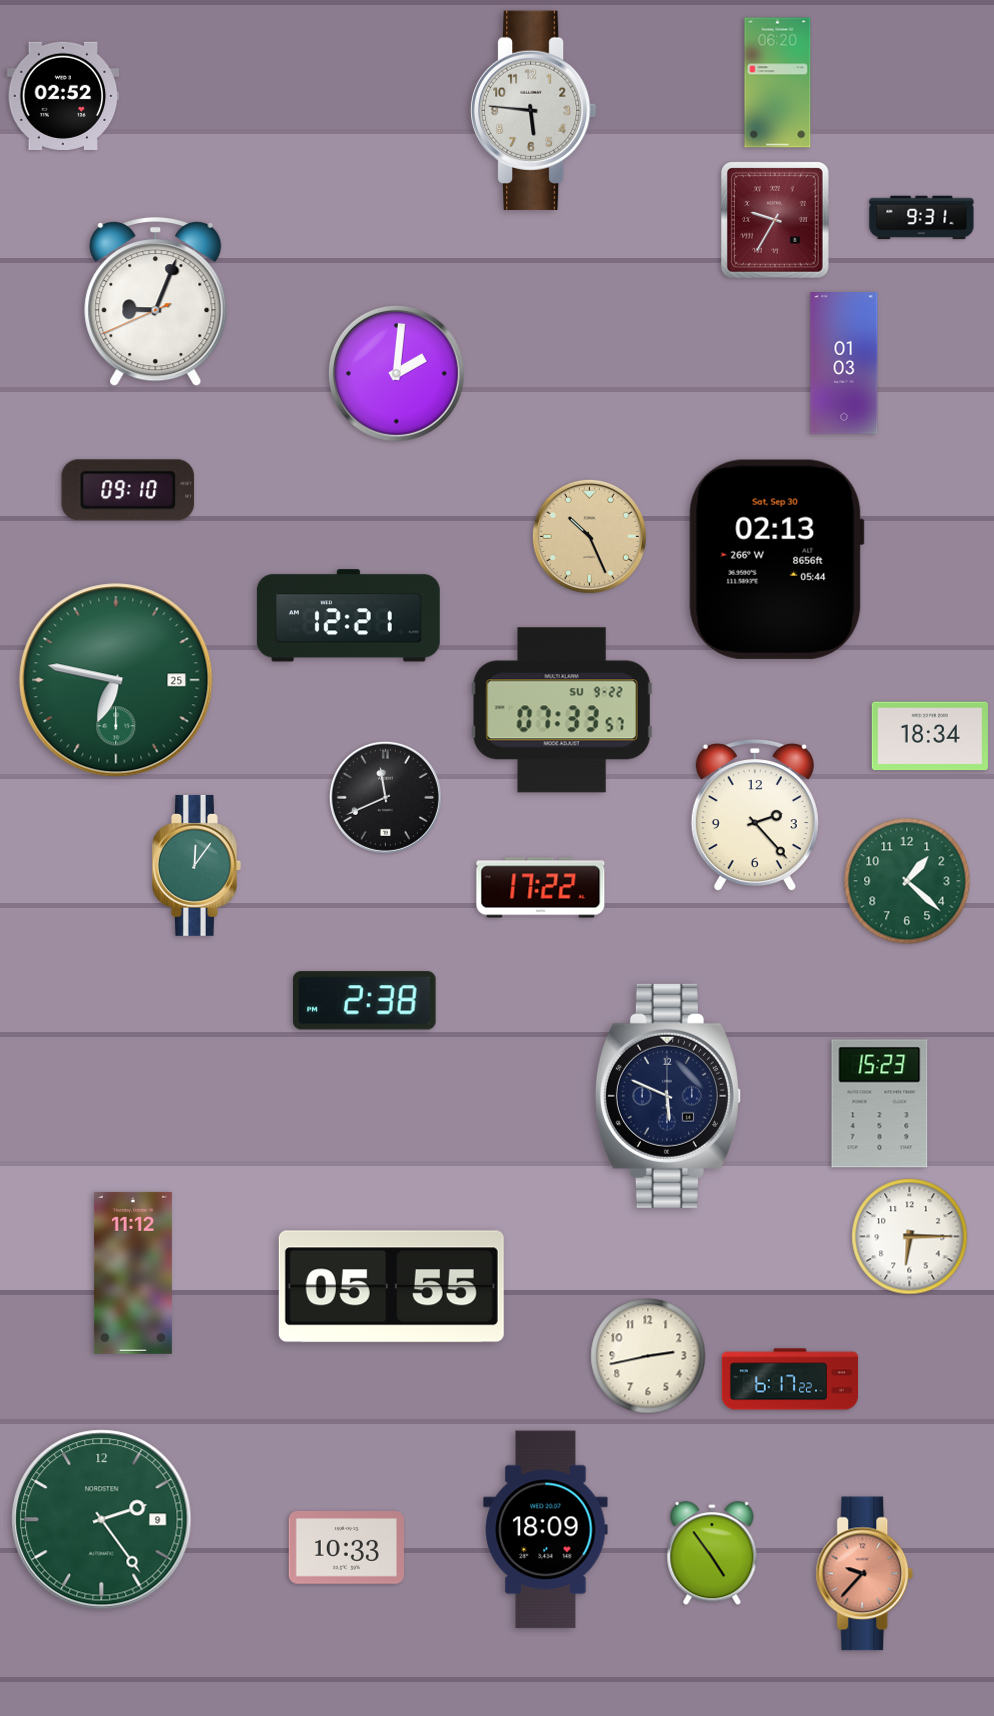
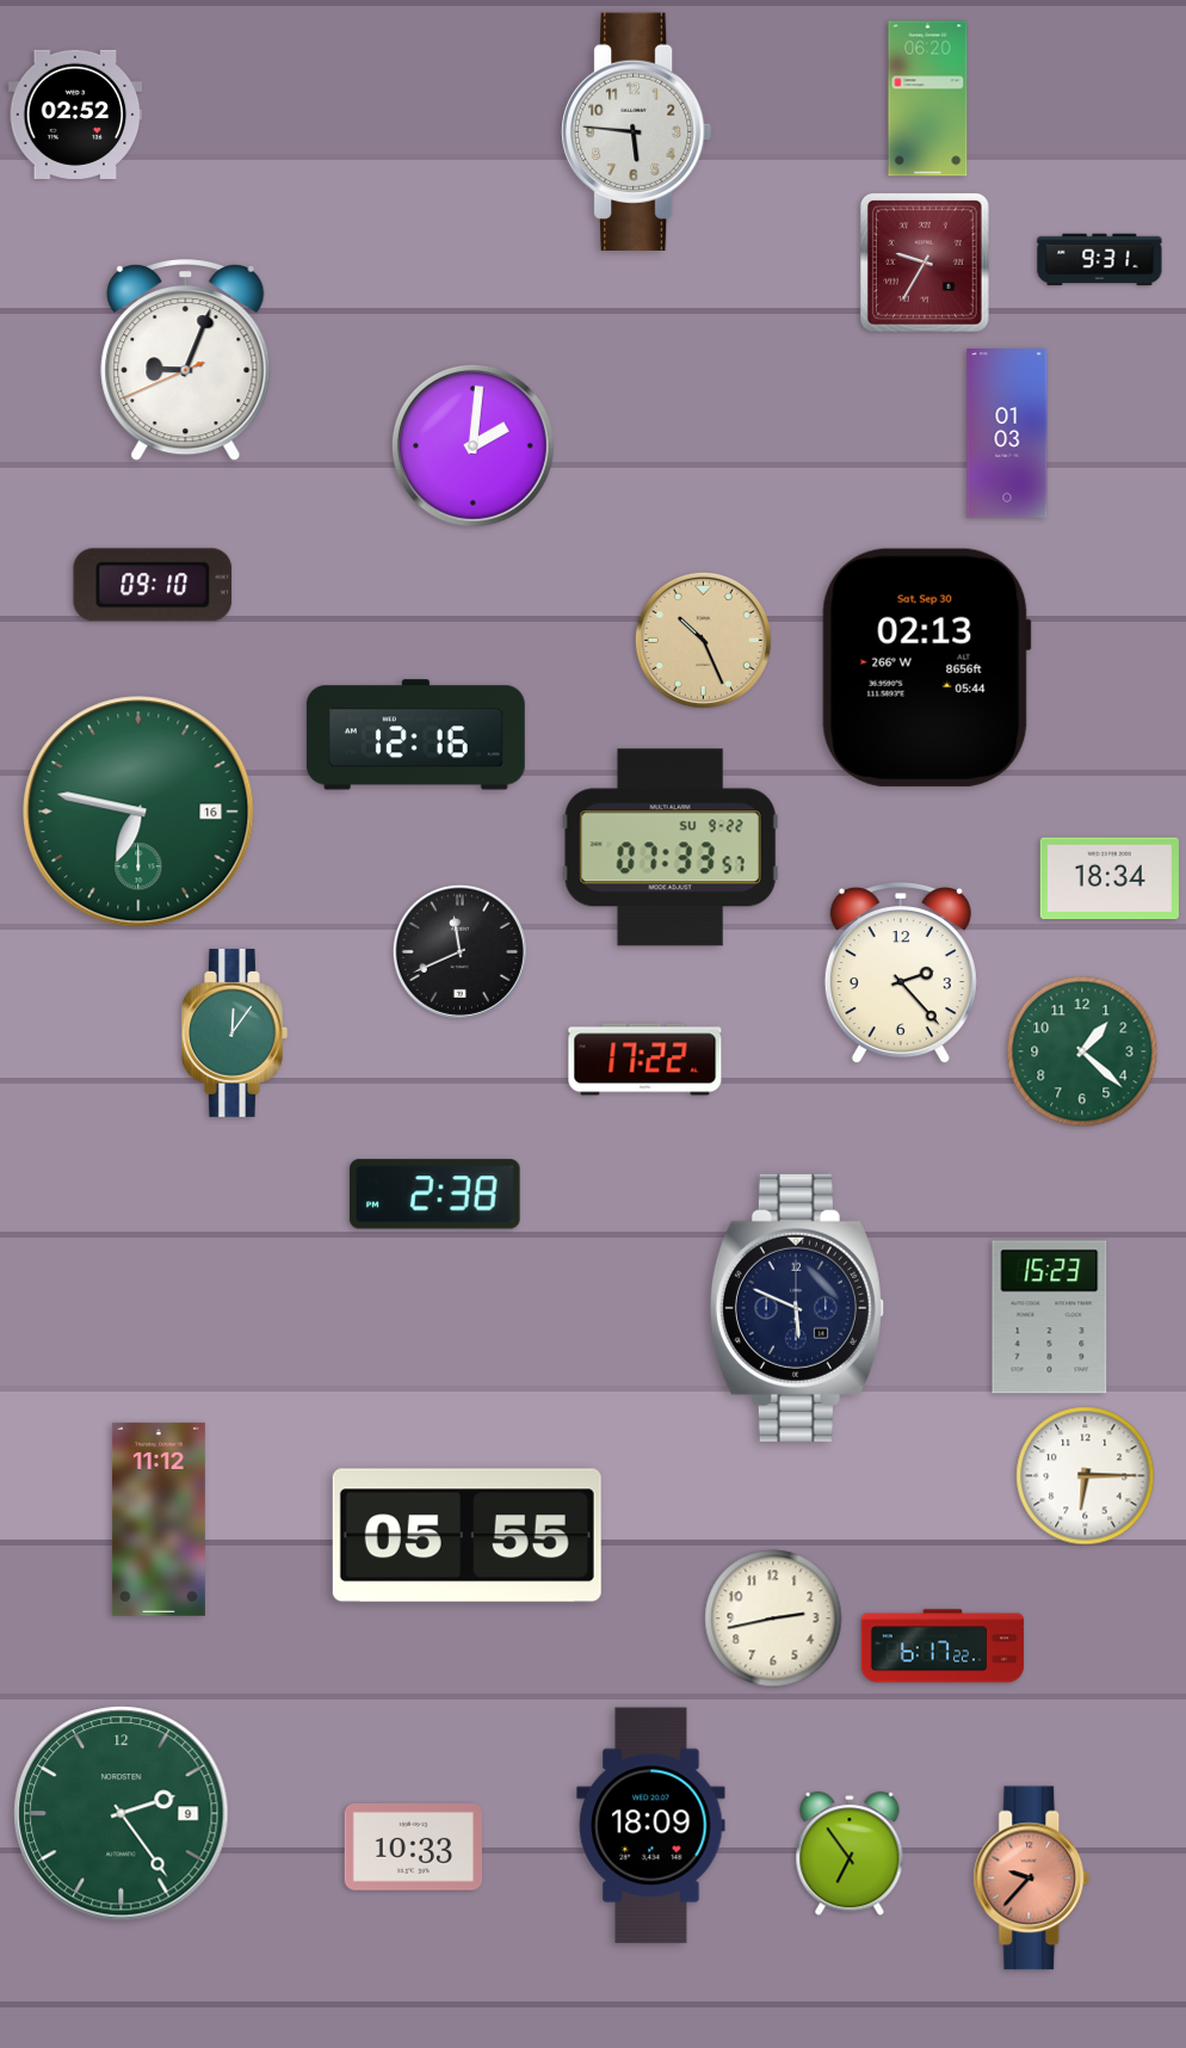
clock at (348, 616): 12:21 -> 12:16
clock at (116, 680) date: 25 -> 16
clock at (712, 1554): 4:54 -> 6:54
